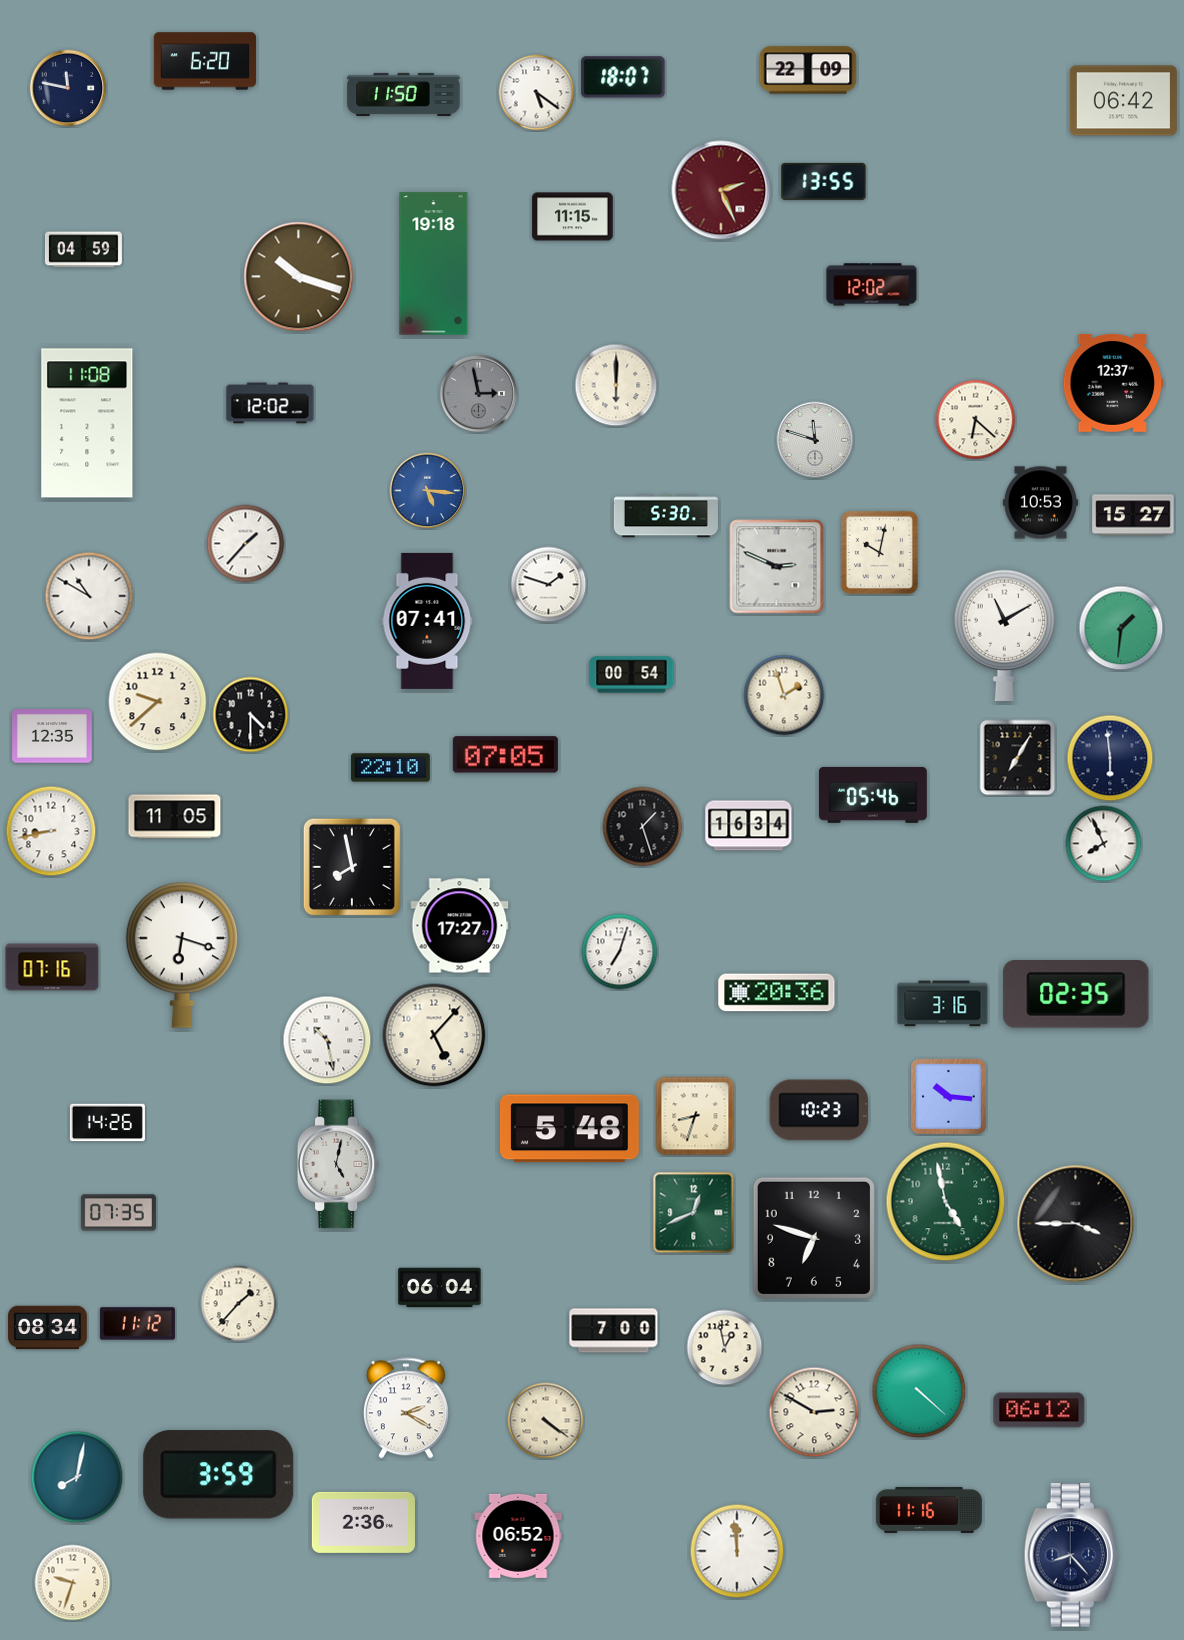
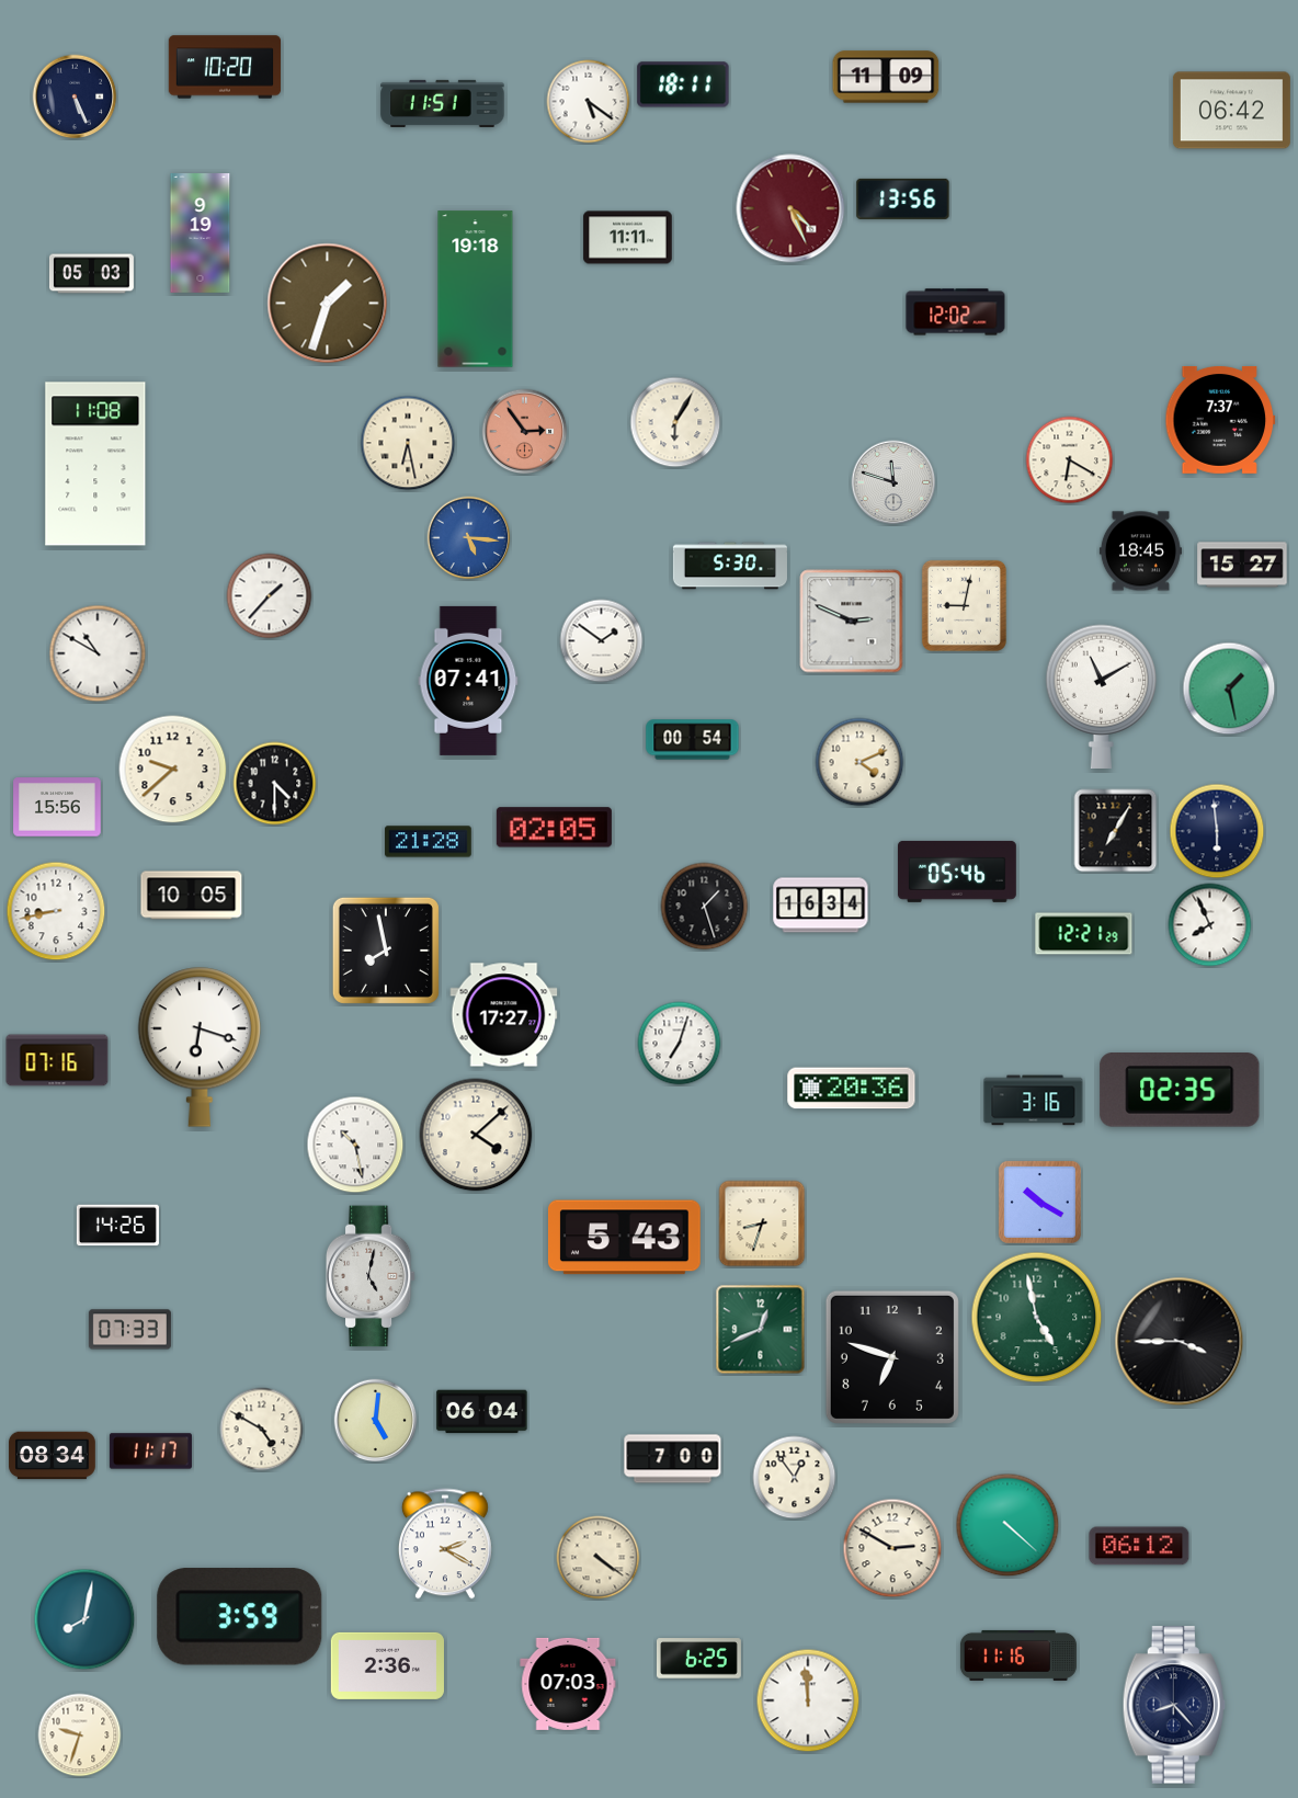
clock at (205, 61): 6:20 -> 10:20
clock at (808, 70): 22:09 -> 11:09
clock at (623, 77): 18:07 -> 18:11
clock at (68, 88): 11:47 -> 5:26
clock at (404, 94): 11:50 -> 11:51
clock at (824, 181): 13:55 -> 13:56
clock at (721, 190): 2:26 -> 4:26
clock at (201, 234): none -> 9:19
clock at (573, 217): 11:15 -> 11:11
clock at (83, 250): 04:59 -> 05:03
clock at (299, 277): 10:18 -> 1:33
clock at (1113, 384): 12:37 -> 7:37
clock at (616, 385): 6:00 -> 6:05
clock at (479, 394): 2:58 -> 2:54
clock at (479, 394) dial: grey -> salmon
clock at (270, 403): 12:02 -> none
clock at (408, 443): none -> 6:28
clock at (976, 420): 6:22 -> 6:20
clock at (1040, 503): 10:53 -> 18:45
clock at (879, 552): 10:02 -> 9:02
clock at (549, 585): 1:48 -> 1:51
clock at (1121, 628): 1:31 -> 1:28
clock at (784, 695): 1:57 -> 4:11
clock at (52, 736): 12:35 -> 15:56
clock at (505, 755): 07:05 -> 02:05
clock at (391, 768): 22:10 -> 21:28
clock at (175, 817): 11:05 -> 10:05
clock at (1084, 934): none -> 12:21
clock at (434, 1035): 5:07 -> 4:08
clock at (327, 1040) position: (327, 1040) -> (355, 1145)
clock at (948, 1096): 10:16 -> 10:20
clock at (819, 1110): 10:23 -> none
clock at (107, 1123) position: (107, 1123) -> (117, 1226)
clock at (569, 1129): 5:48 -> 5:43
clock at (118, 1213): 07:35 -> 07:33
clock at (376, 1421): none -> 5:01
clock at (239, 1304): 1:37 -> 4:50
clock at (137, 1324): 11:12 -> 11:17
clock at (725, 1348): 12:58 -> 12:54
clock at (698, 1659): none -> 6:25
clock at (363, 1522) position: (363, 1522) -> (387, 1665)
clock at (518, 1536): 06:52 -> 07:03
